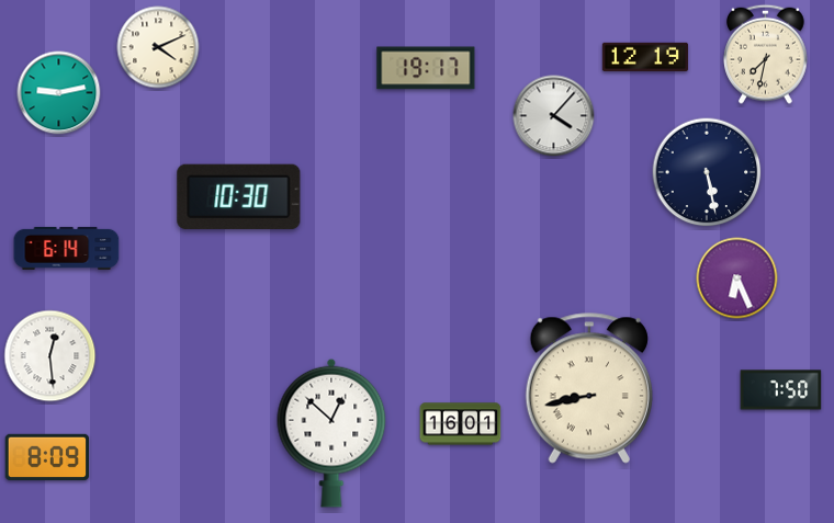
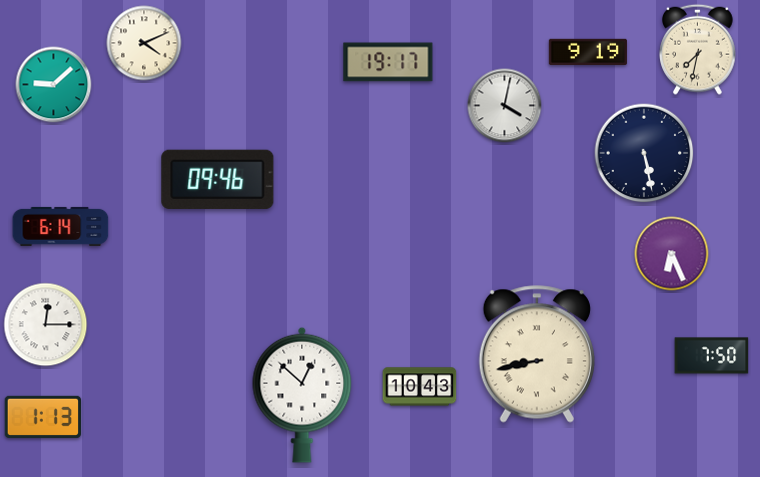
clock at (645, 56): 12:19 -> 9:19
clock at (59, 93): 9:13 -> 9:08
clock at (554, 116): 4:07 -> 4:02
clock at (707, 172) position: (707, 172) -> (644, 153)
clock at (239, 196): 10:30 -> 09:46
clock at (50, 356): 12:29 -> 12:15
clock at (461, 424): 16:01 -> 10:43
clock at (47, 457): 8:09 -> 1:13
